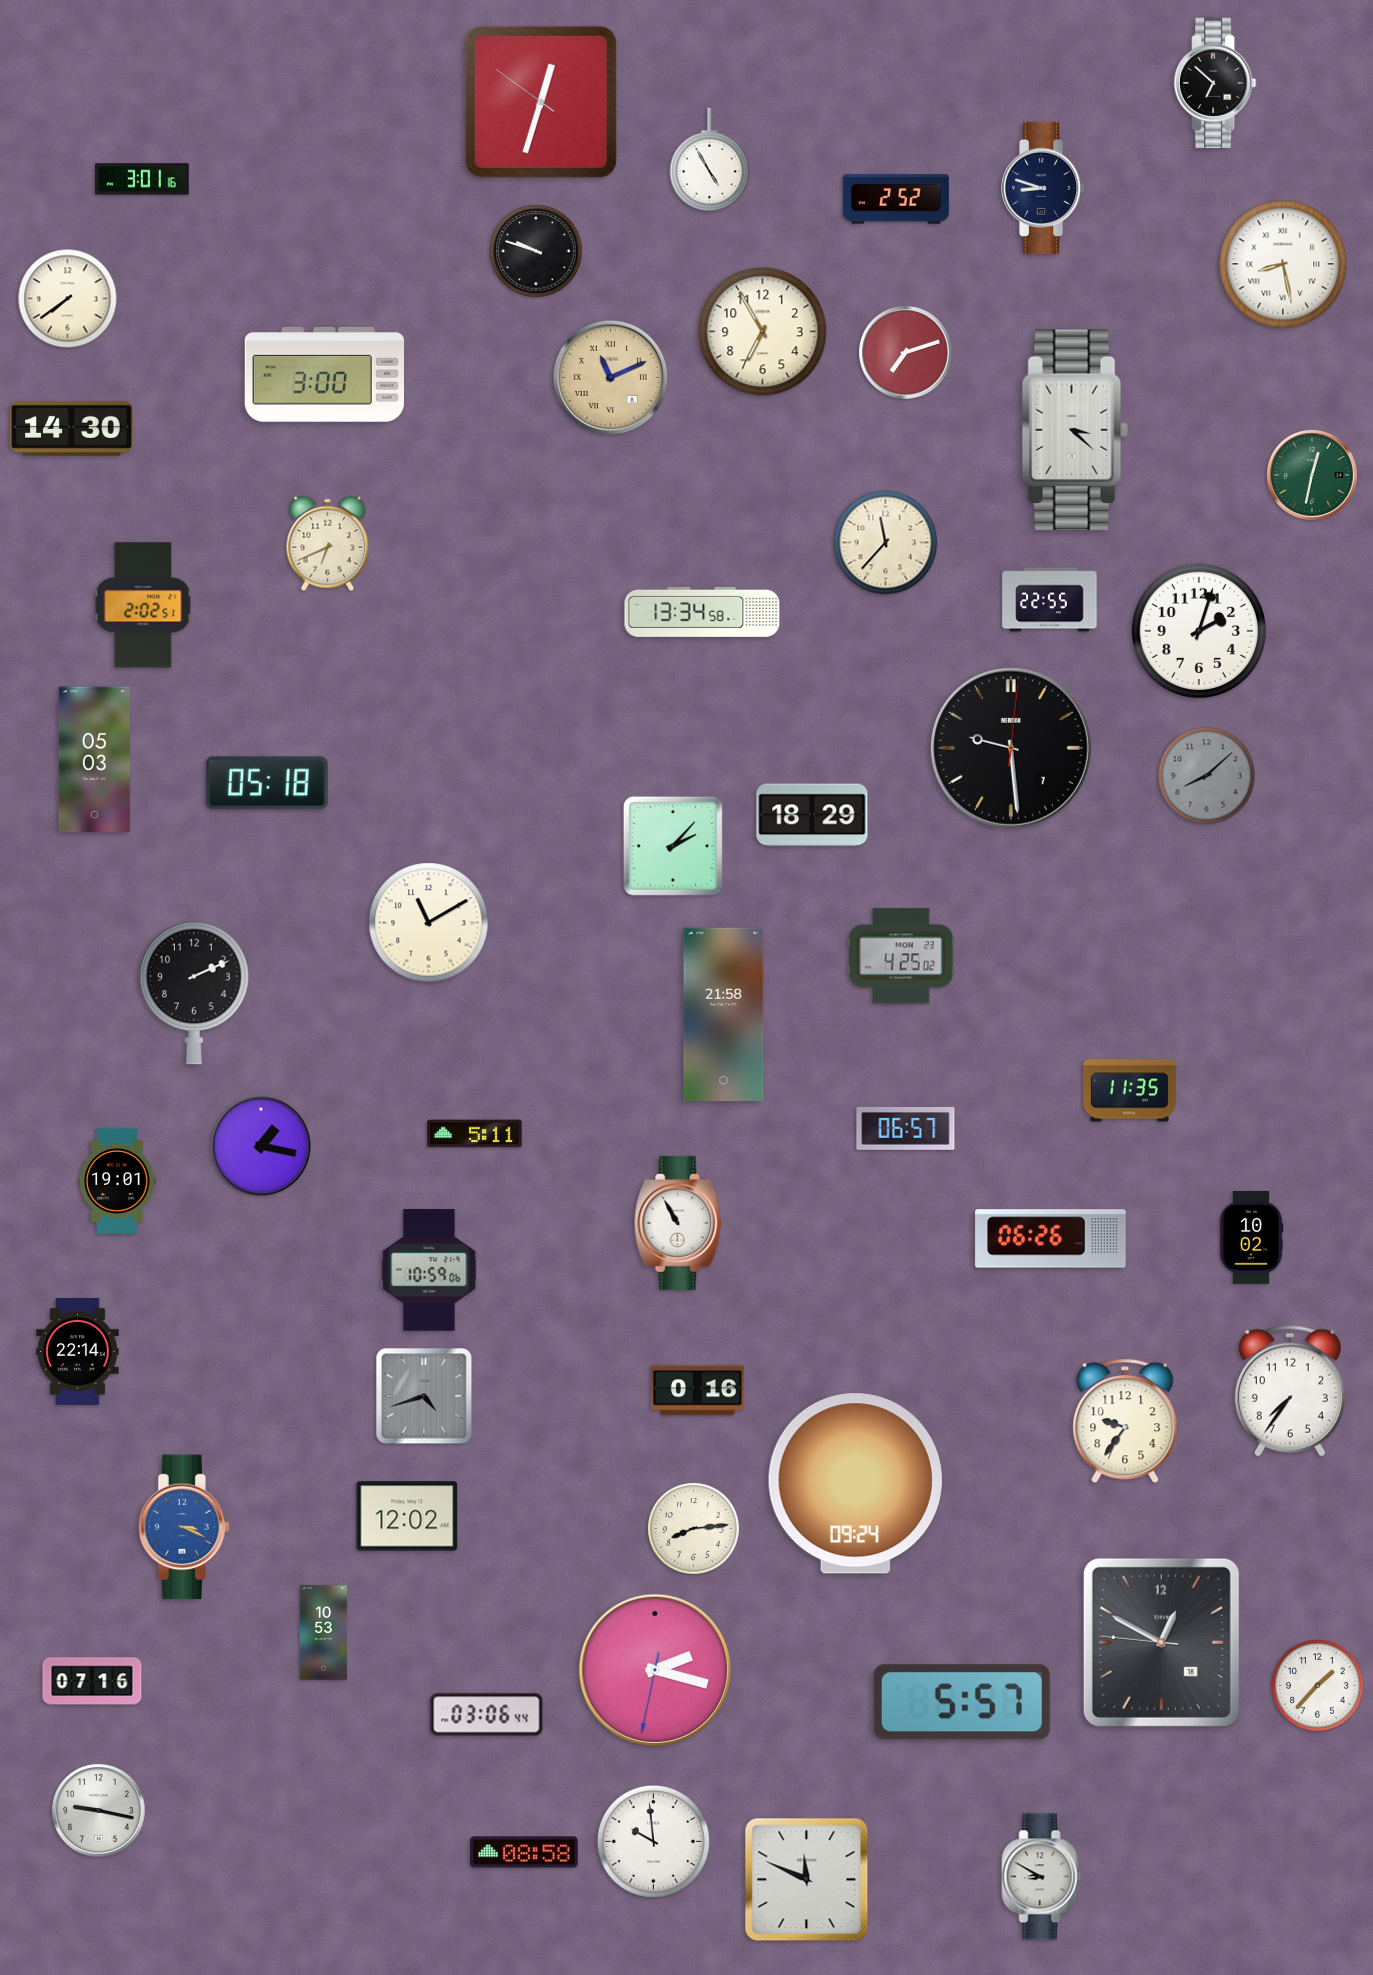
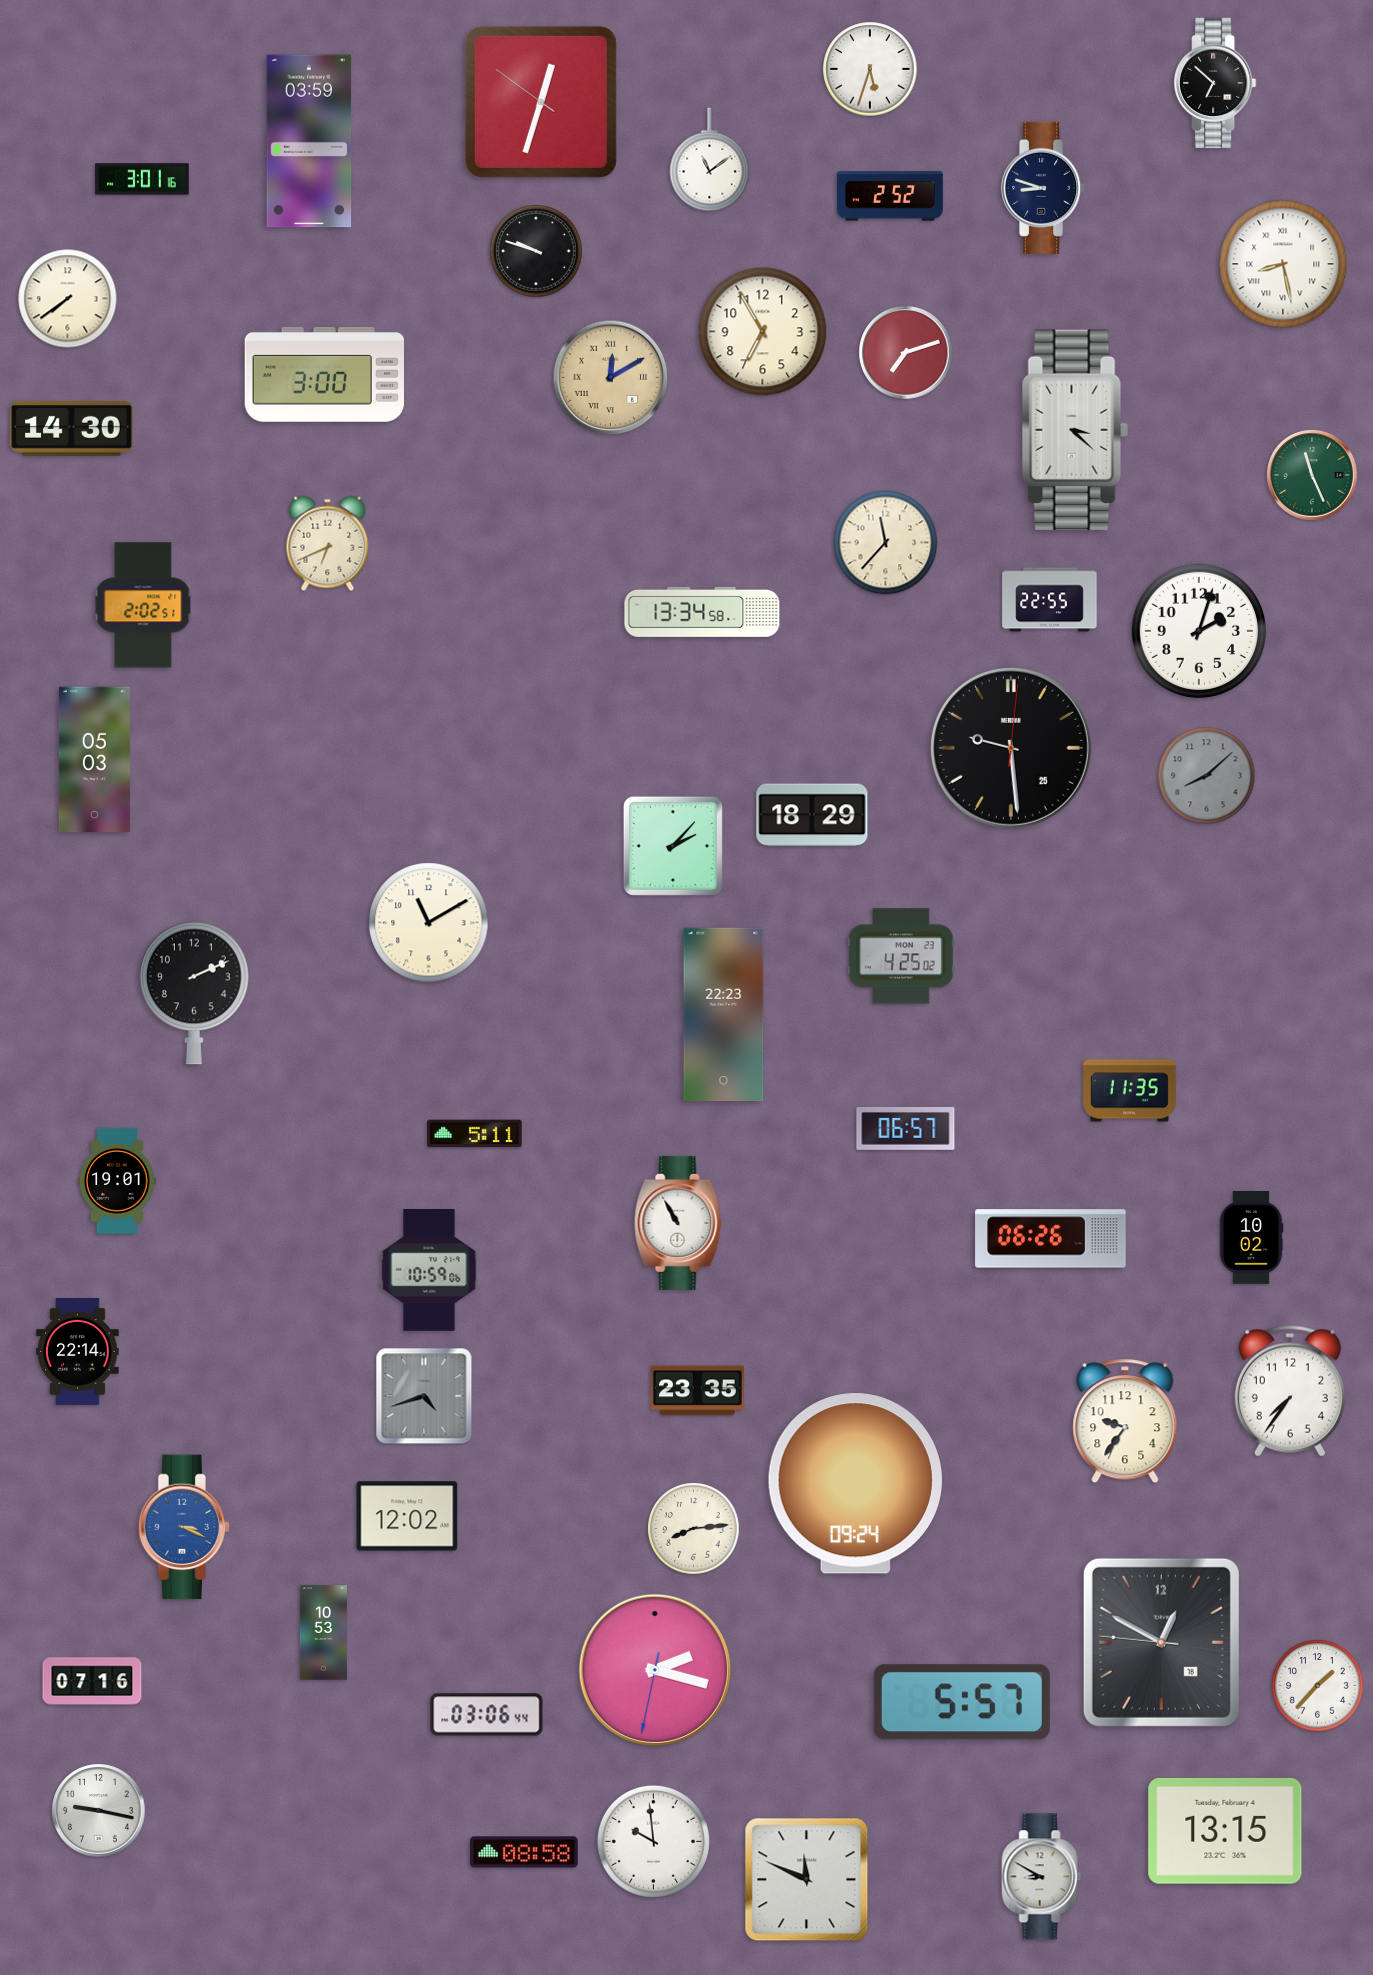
clock at (870, 69): none -> 5:33
clock at (309, 141): none -> 03:59
clock at (710, 160): 4:55 -> 11:09
clock at (896, 199) position: (896, 199) -> (890, 196)
clock at (611, 378): 11:11 -> 12:10
clock at (1313, 476): 12:32 -> 11:26
clock at (1011, 748) date: 7 -> 25
clock at (267, 783): 05:18 -> none
clock at (724, 1015): 21:58 -> 22:23
clock at (261, 1146): 1:17 -> none
clock at (697, 1391): 0:16 -> 23:35
clock at (1225, 1831): none -> 13:15
